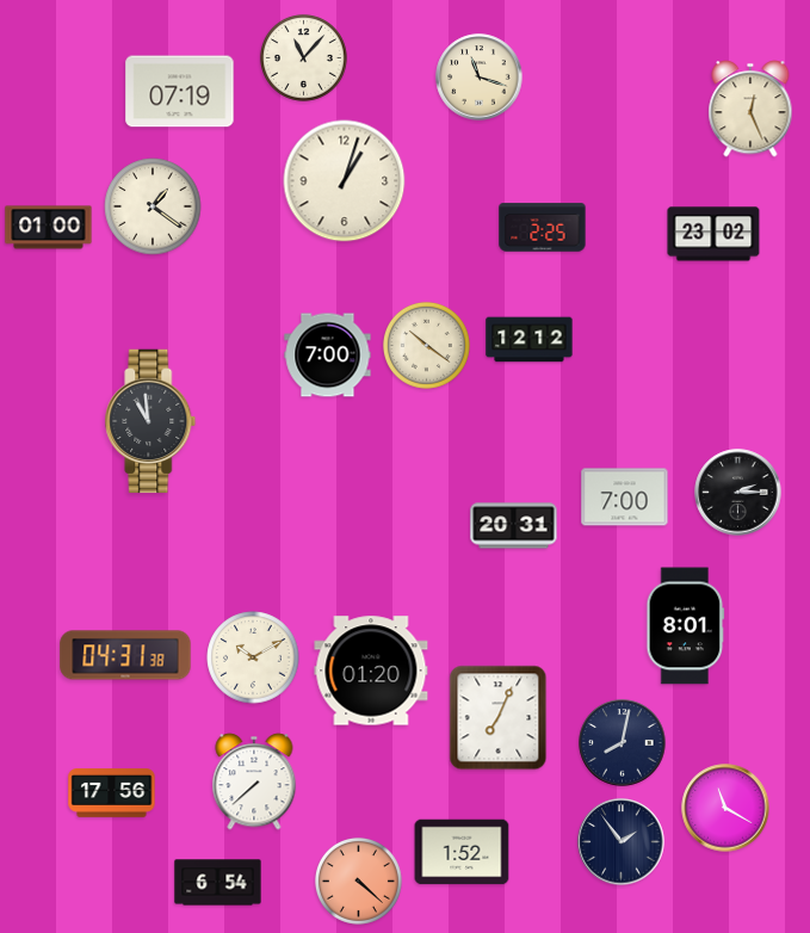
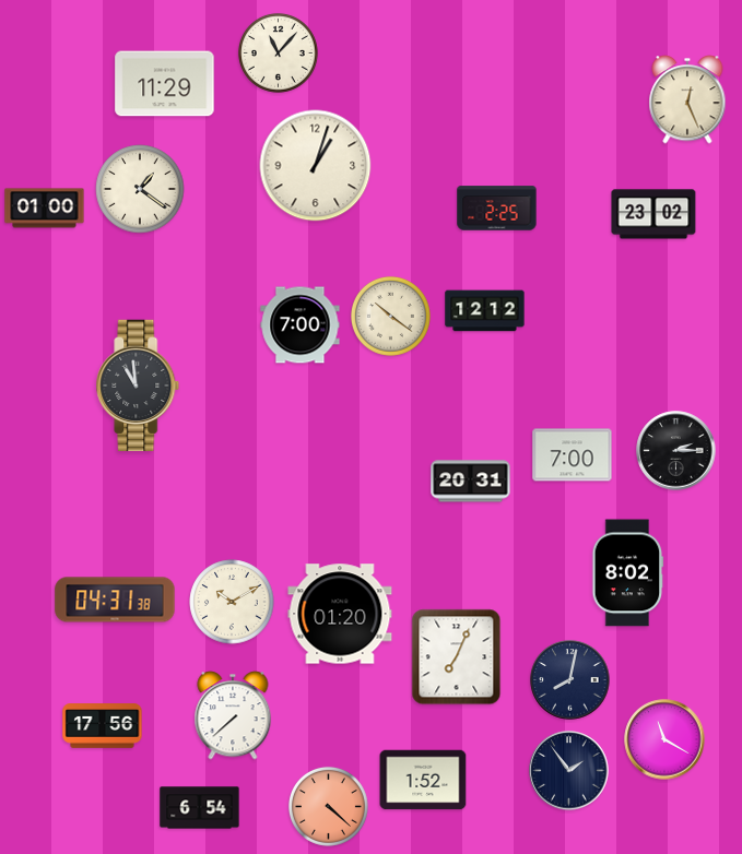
clock at (480, 78): 11:18 -> none
clock at (180, 92): 07:19 -> 11:29
clock at (686, 626): 8:01 -> 8:02
